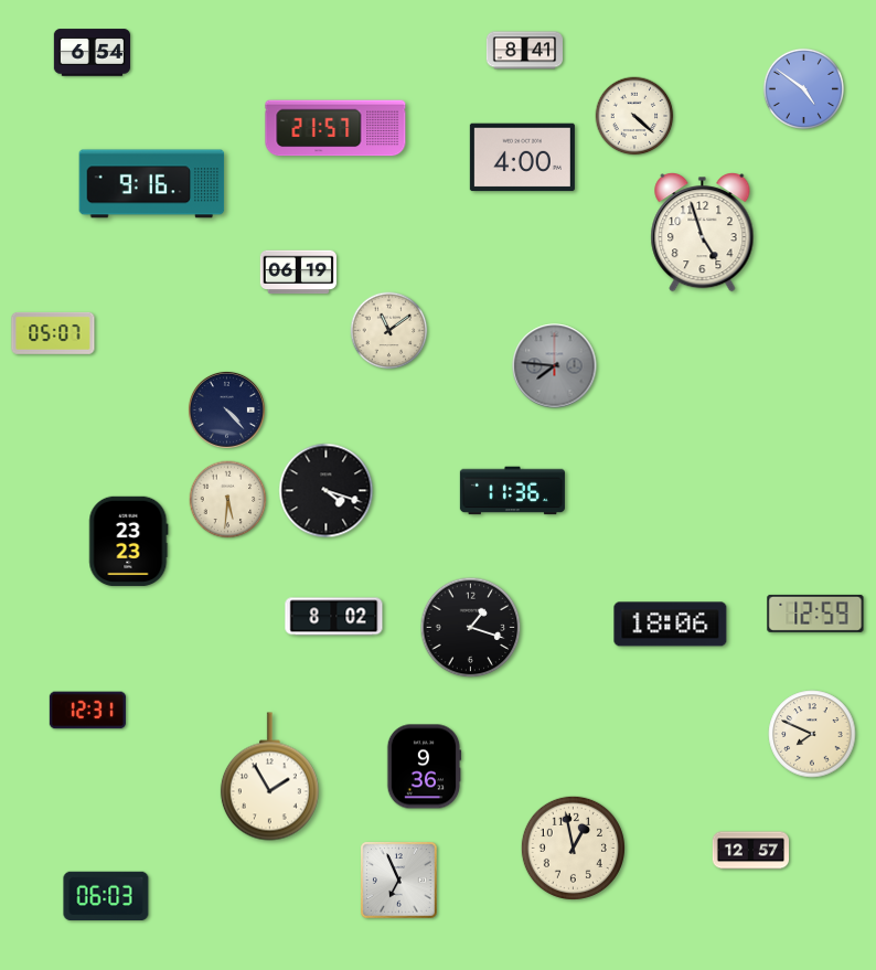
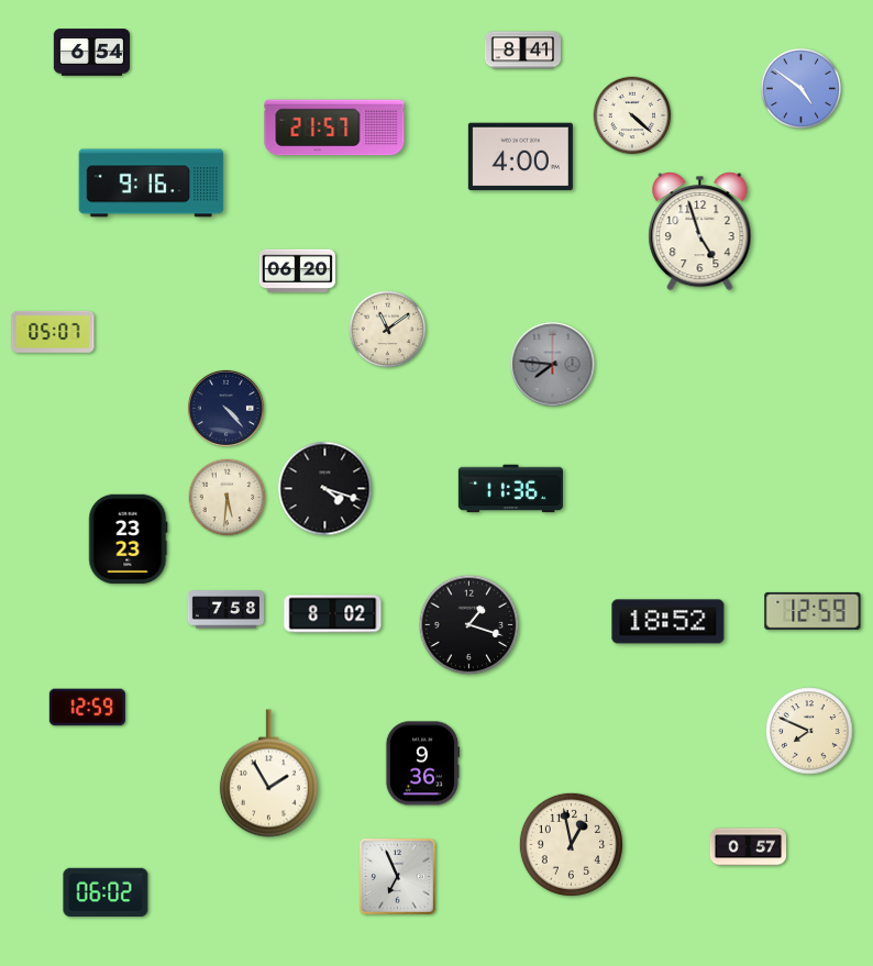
clock at (298, 273): 06:19 -> 06:20
clock at (225, 610): none -> 7:58
clock at (671, 625): 18:06 -> 18:52
clock at (87, 711): 12:31 -> 12:59
clock at (750, 851): 12:57 -> 0:57
clock at (106, 896): 06:03 -> 06:02
